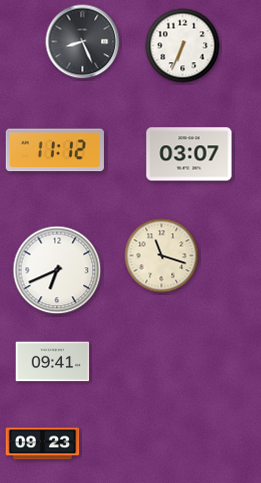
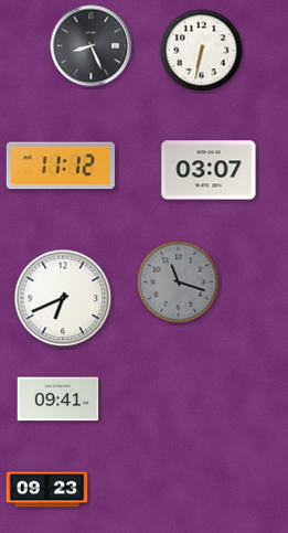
clock at (183, 46): 6:34 -> 6:32
clock at (162, 256) dial: cream -> grey
